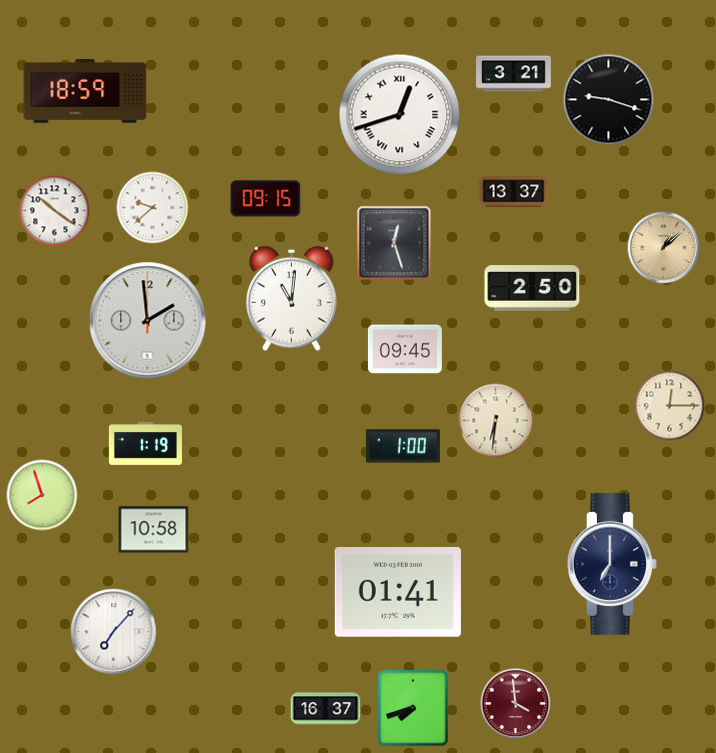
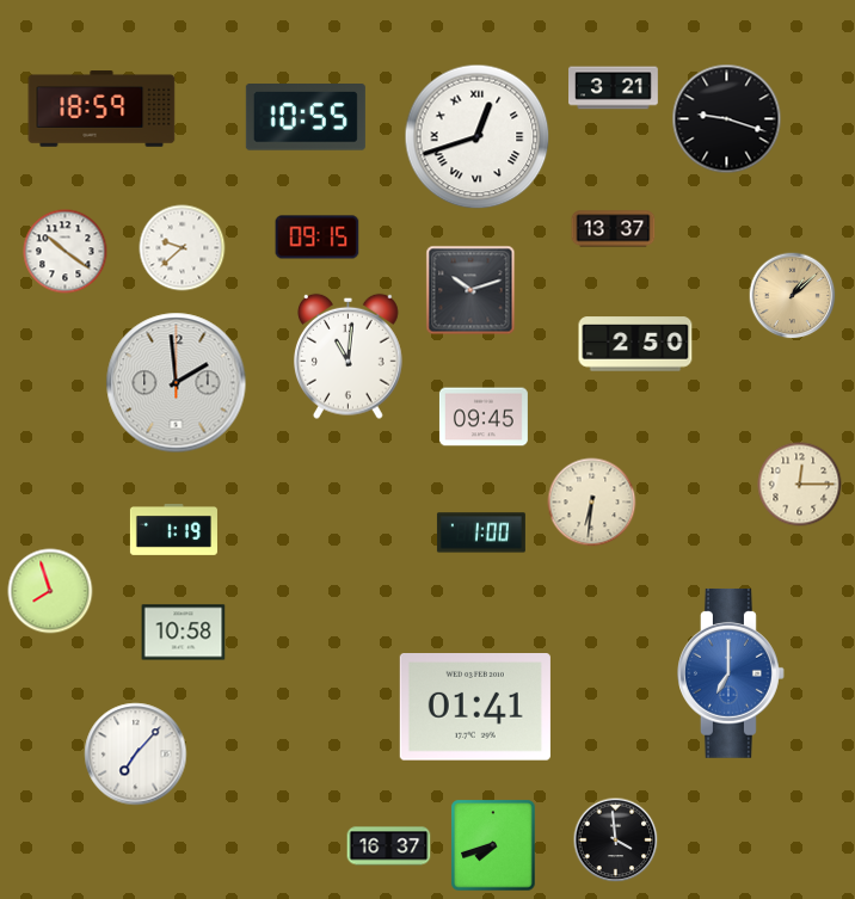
clock at (306, 117): none -> 10:55
clock at (394, 243): 12:27 -> 10:12
clock at (613, 564) dial: navy -> blue
clock at (516, 704) dial: burgundy -> black
